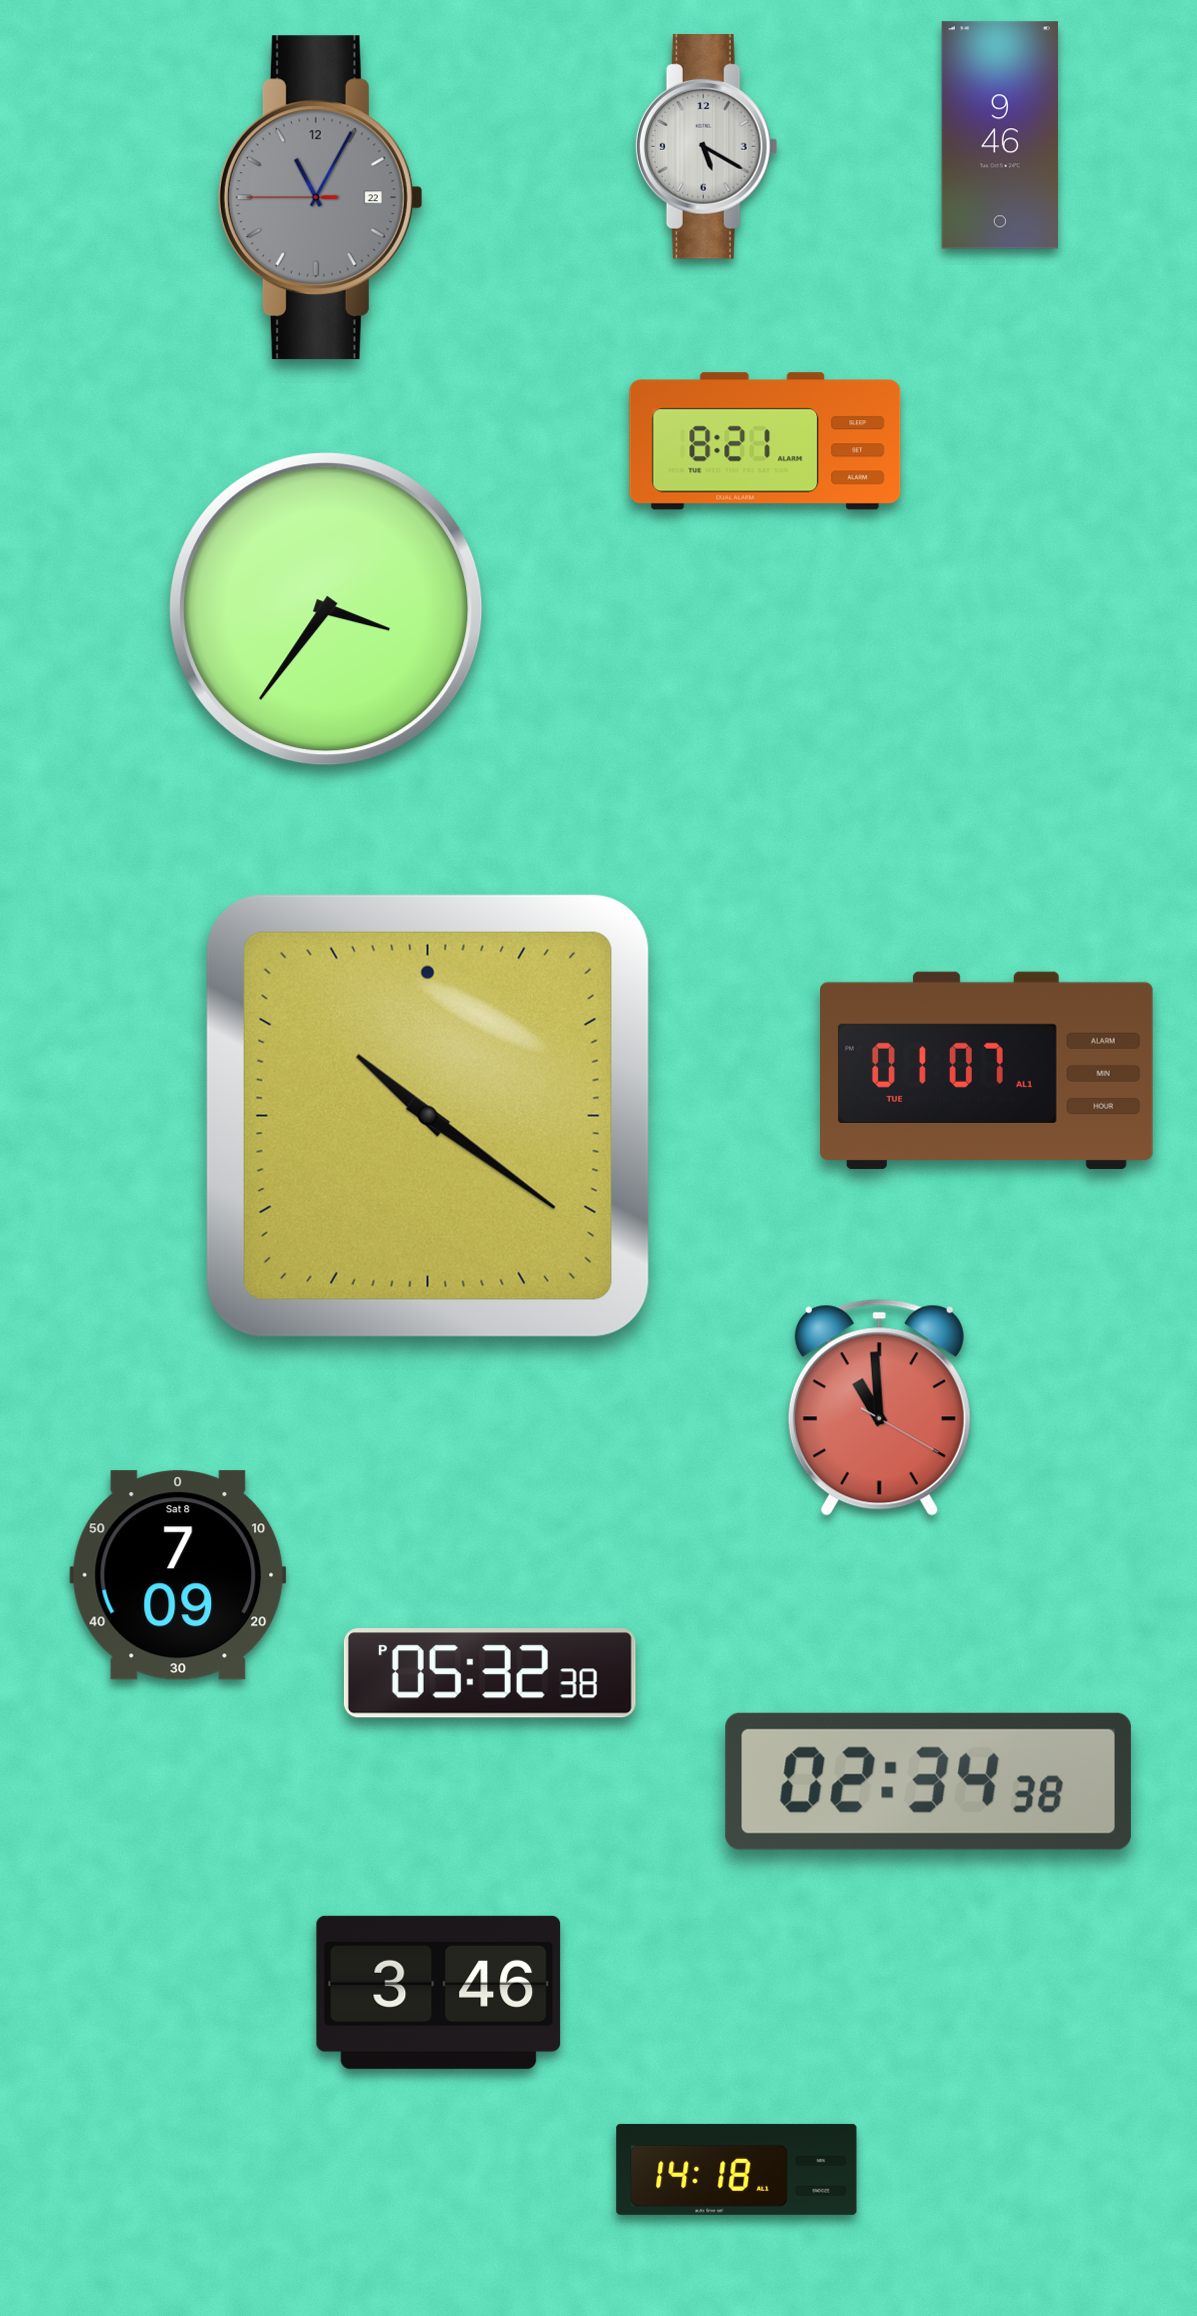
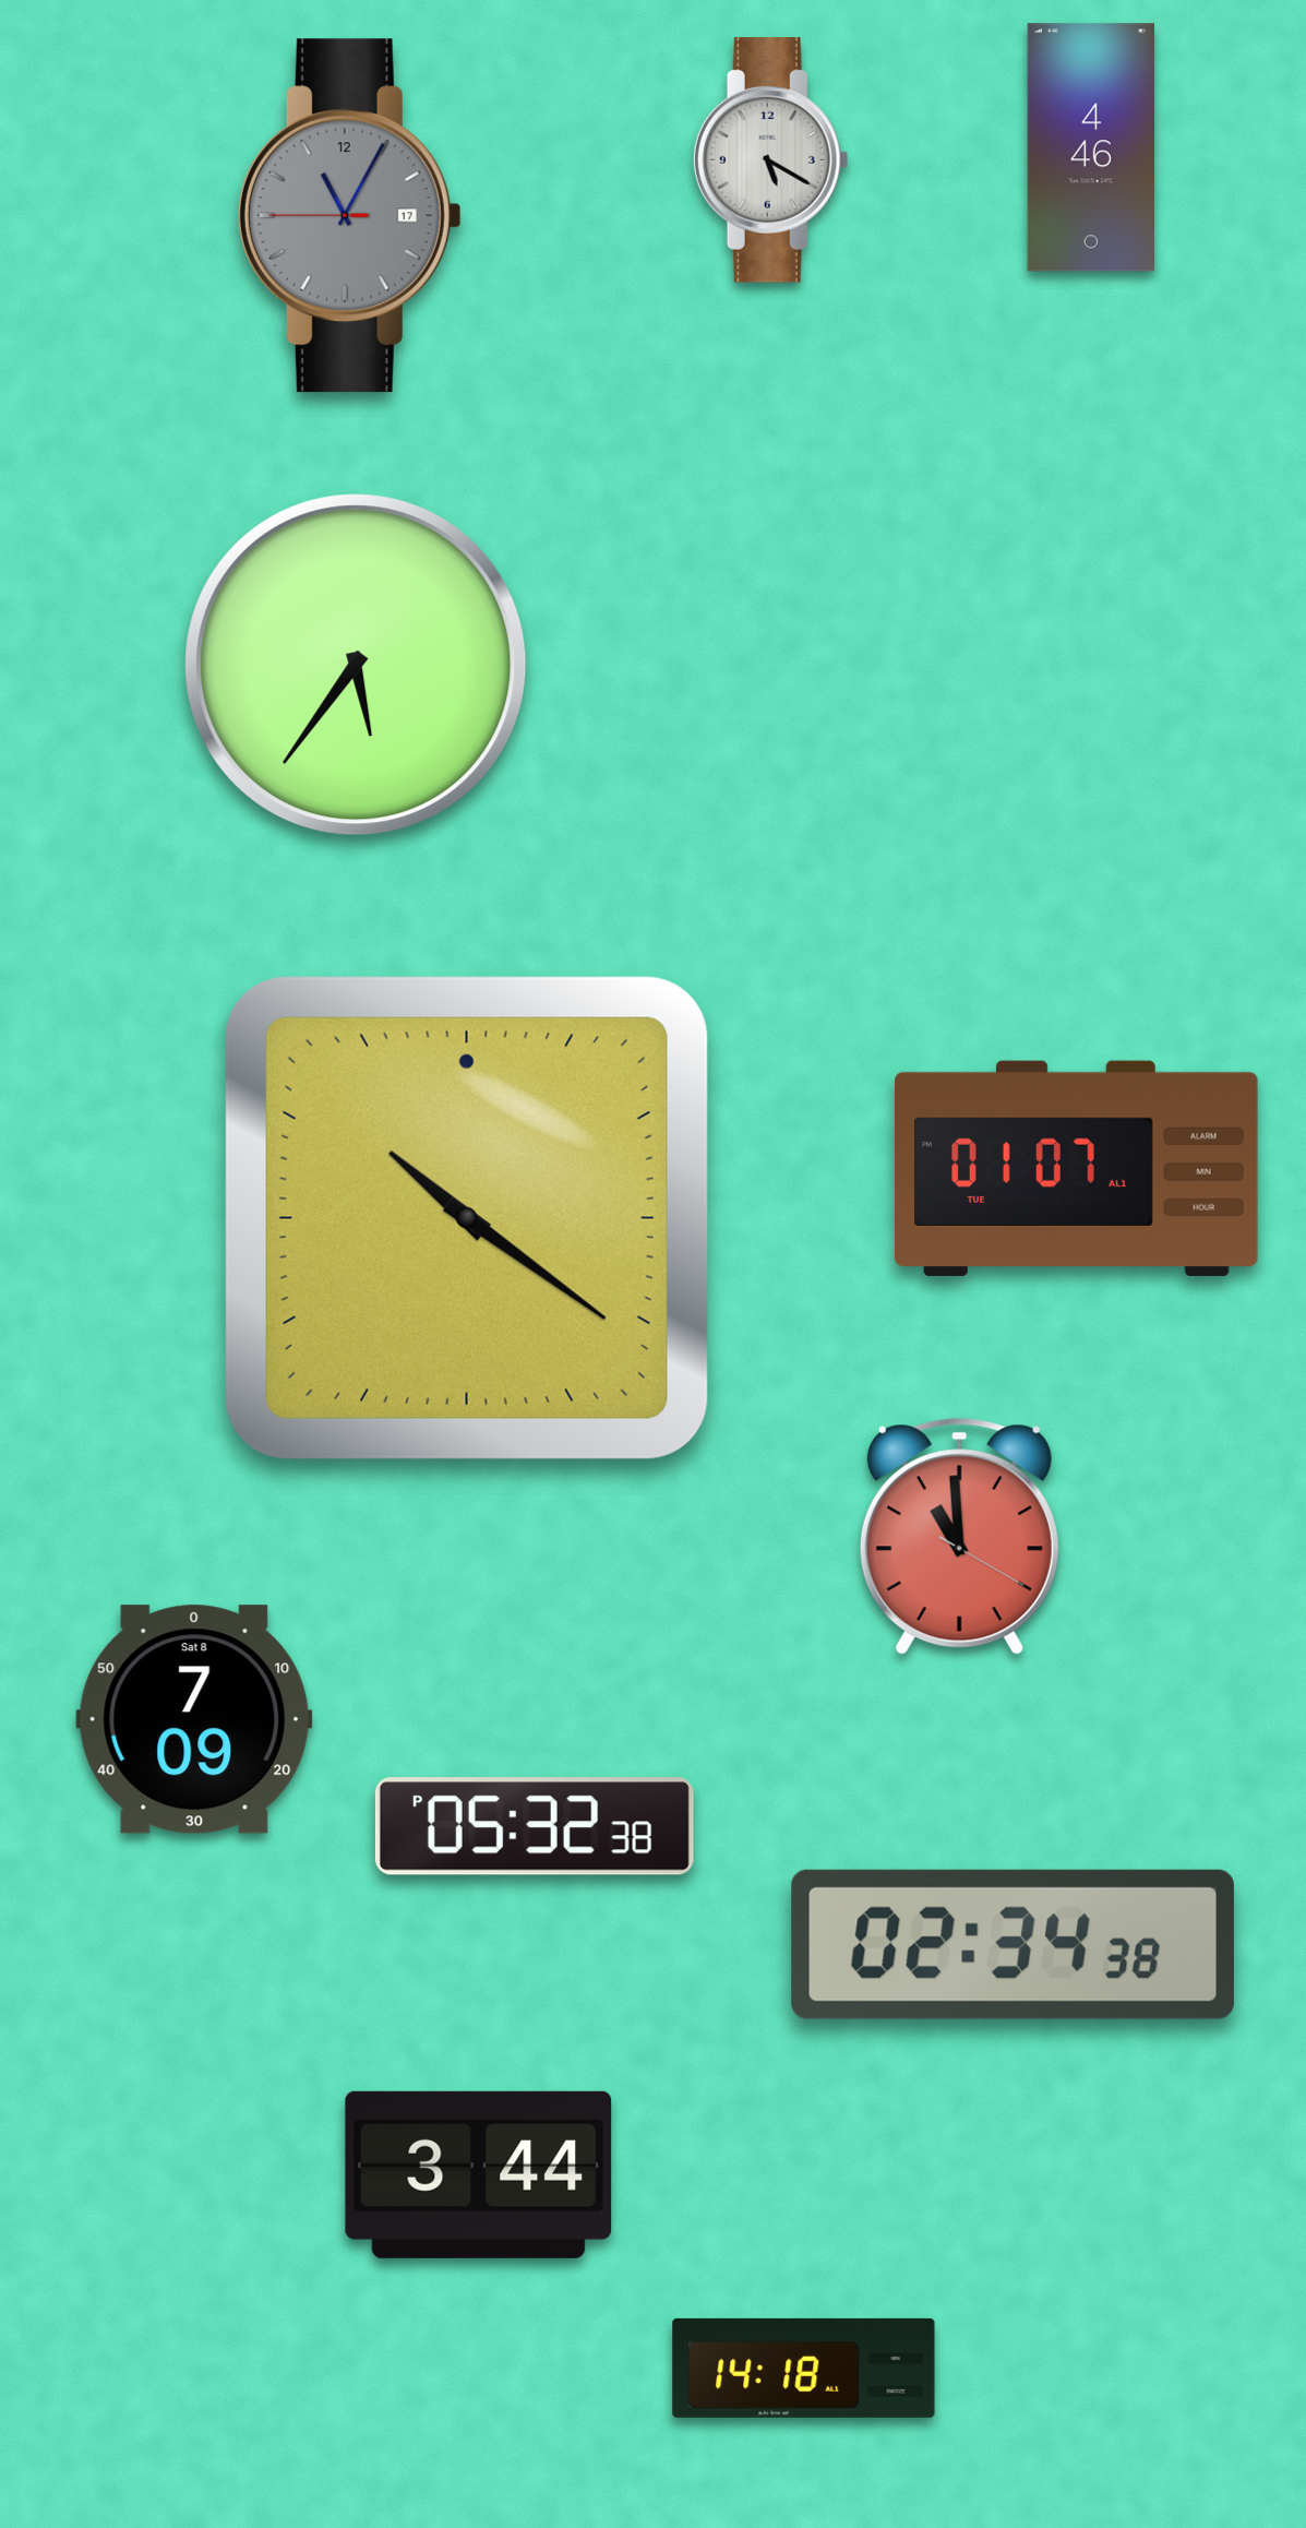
clock at (1000, 135): 9:46 -> 4:46
clock at (320, 198) date: 22 -> 17
clock at (765, 441): 8:21 -> none
clock at (326, 609): 3:36 -> 5:36
clock at (439, 1992): 3:46 -> 3:44
